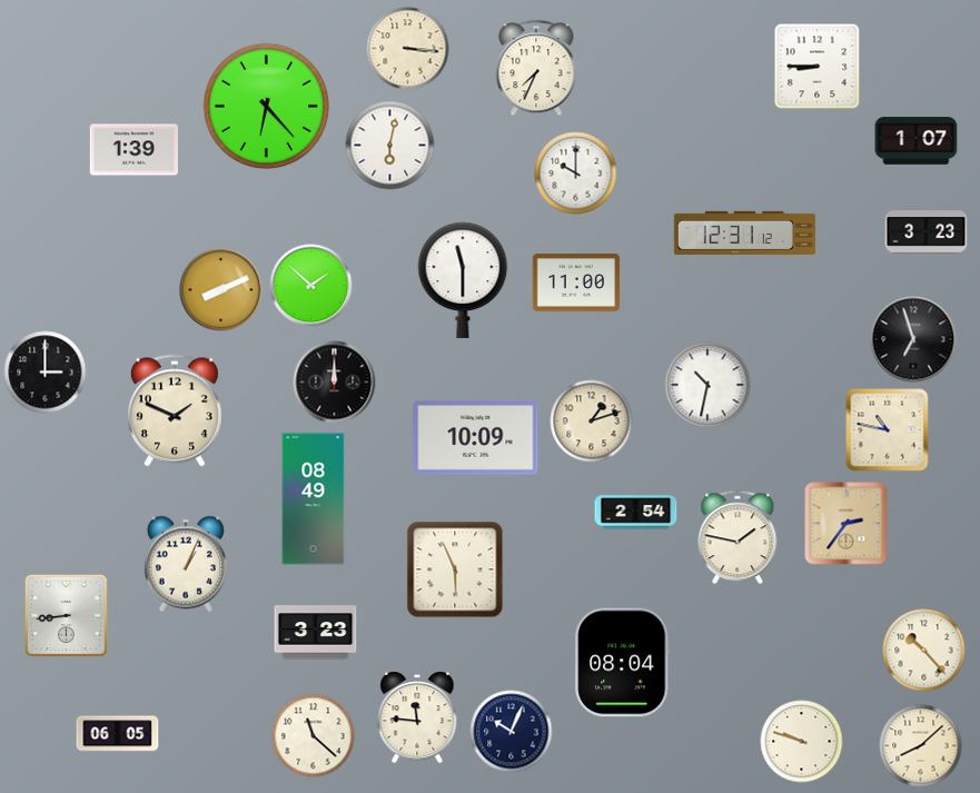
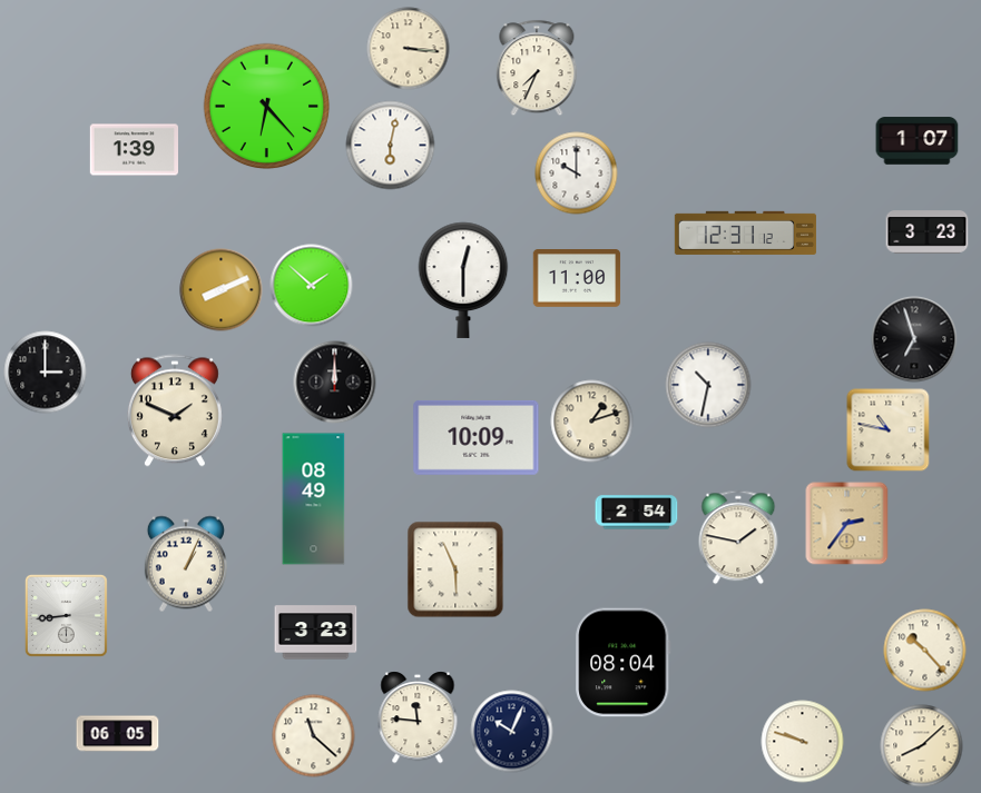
clock at (818, 67): 8:45 -> none
clock at (463, 280): 11:30 -> 12:30
clock at (576, 284) position: (576, 284) -> (577, 279)
